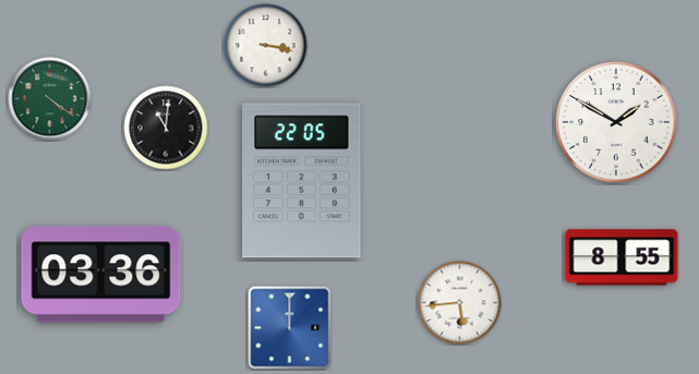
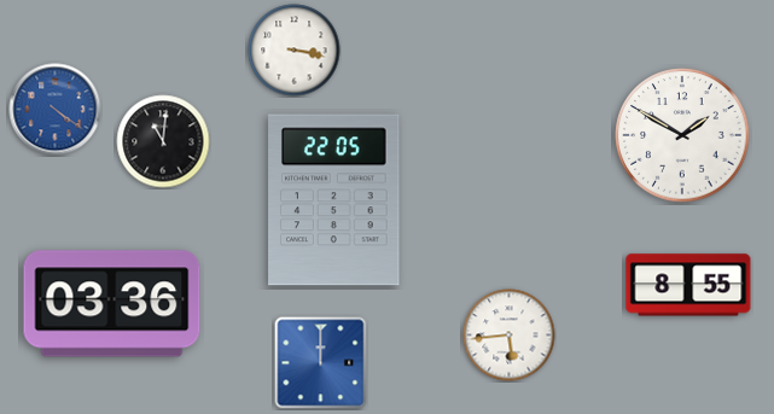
clock at (50, 99) dial: green -> blue
clock at (166, 128) position: (166, 128) -> (163, 141)
